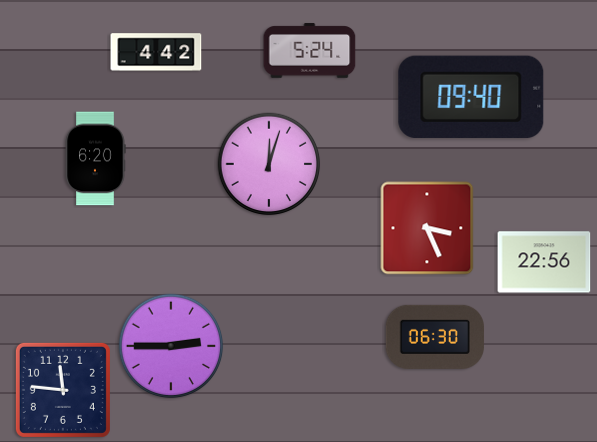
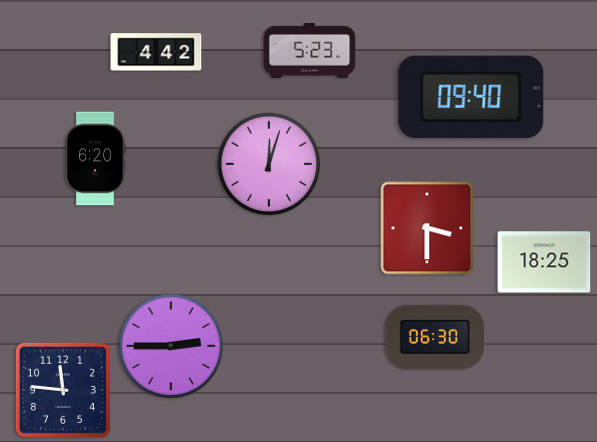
clock at (310, 51): 5:24 -> 5:23
clock at (427, 228): 3:26 -> 3:30
clock at (544, 262): 22:56 -> 18:25
